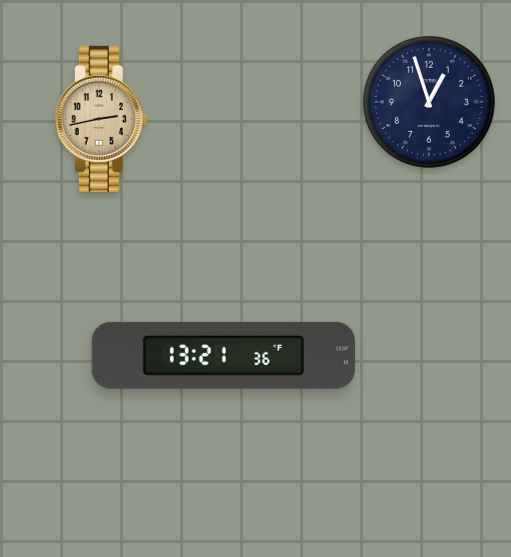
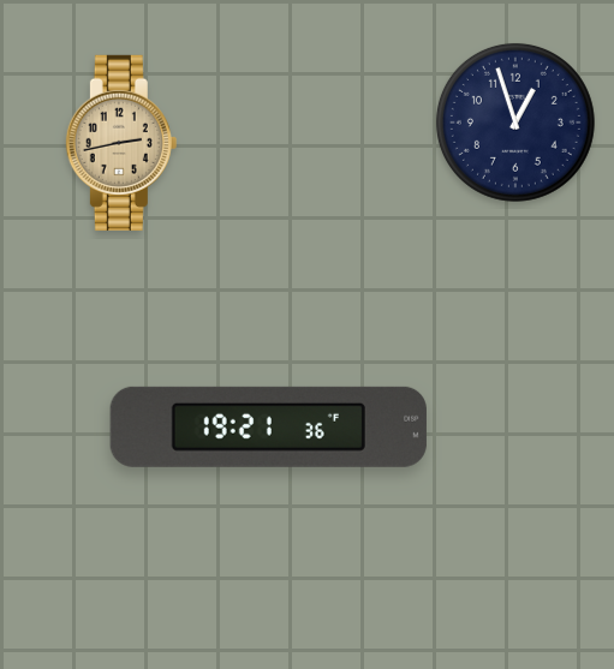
clock at (223, 355): 13:21 -> 19:21
